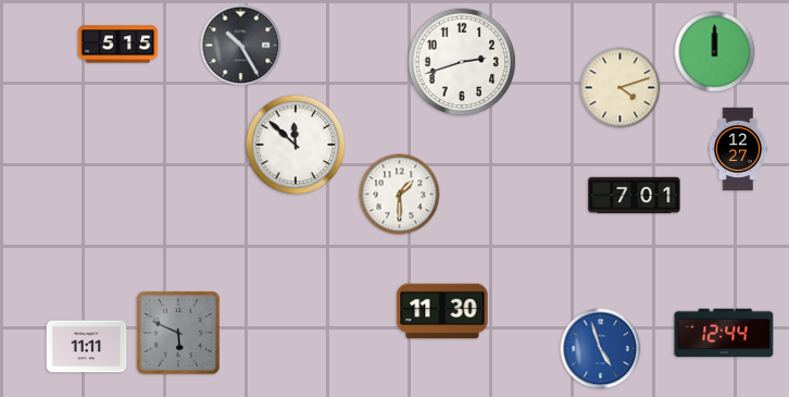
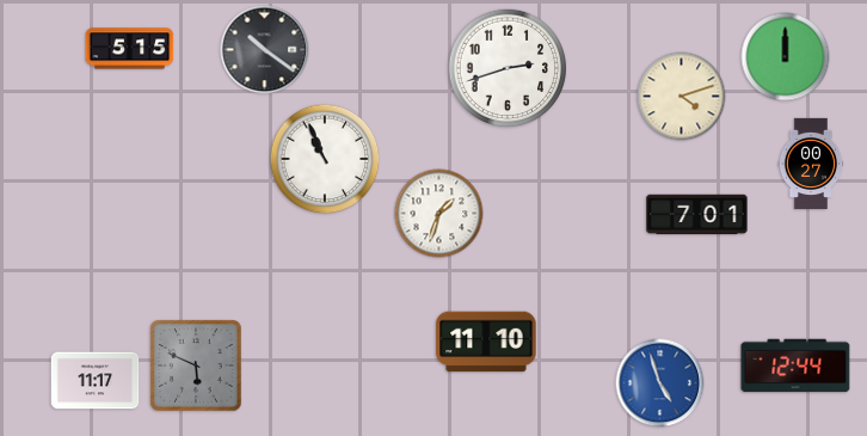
clock at (241, 46): 10:25 -> 10:21
clock at (296, 145): 11:52 -> 10:56
clock at (738, 148): 12:27 -> 00:27
clock at (400, 195): 1:30 -> 1:33
clock at (442, 311): 11:30 -> 11:10
clock at (87, 347): 11:11 -> 11:17
